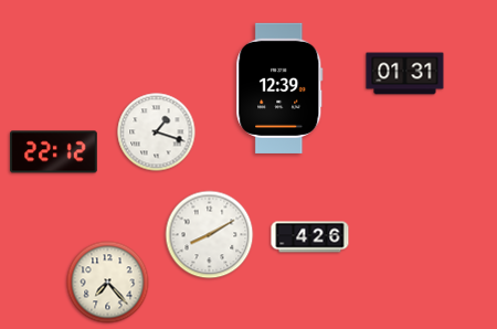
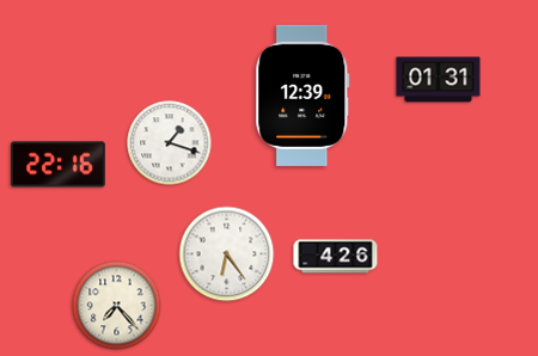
clock at (54, 152): 22:12 -> 22:16
clock at (210, 235): 8:10 -> 6:24
